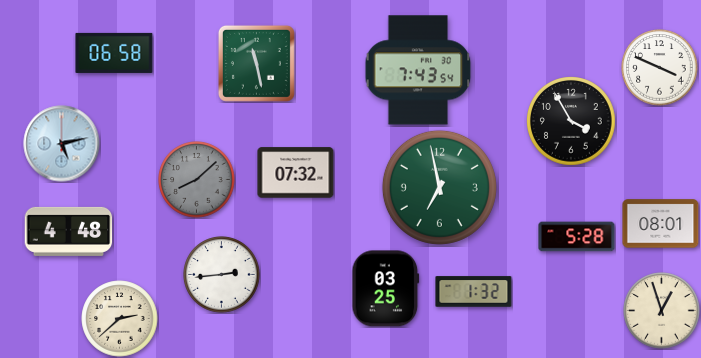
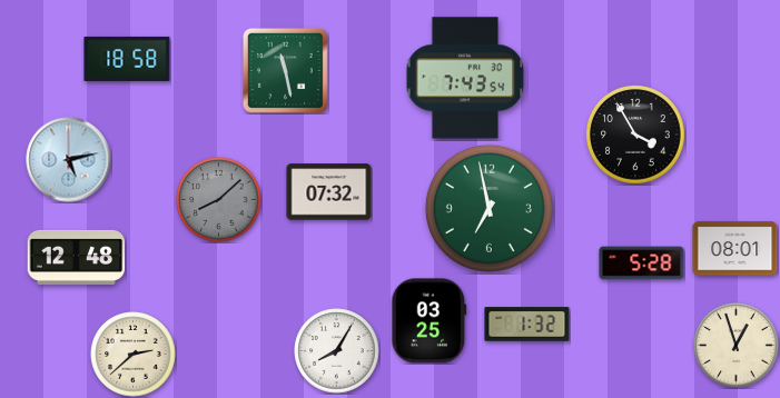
clock at (114, 53): 06:58 -> 18:58
clock at (660, 68): 3:49 -> none
clock at (69, 231): 4:48 -> 12:48
clock at (222, 275): 2:44 -> none
clock at (337, 351): none -> 8:05
